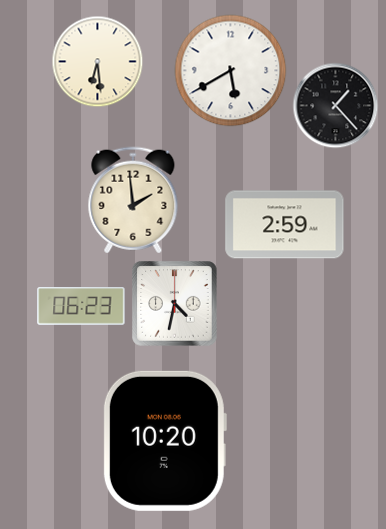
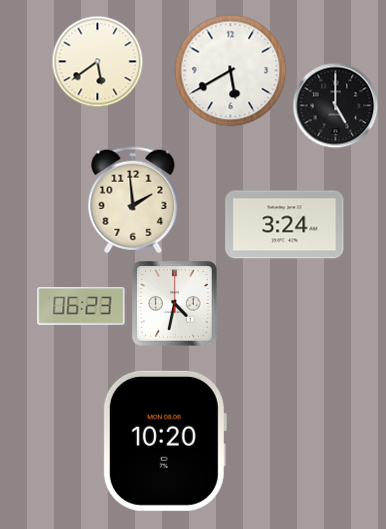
clock at (98, 62): 6:29 -> 5:39
clock at (336, 106): 1:23 -> 5:00
clock at (285, 225): 2:59 -> 3:24
